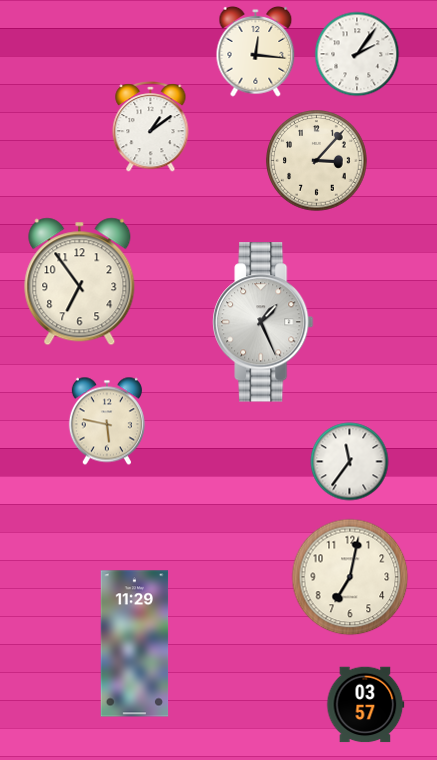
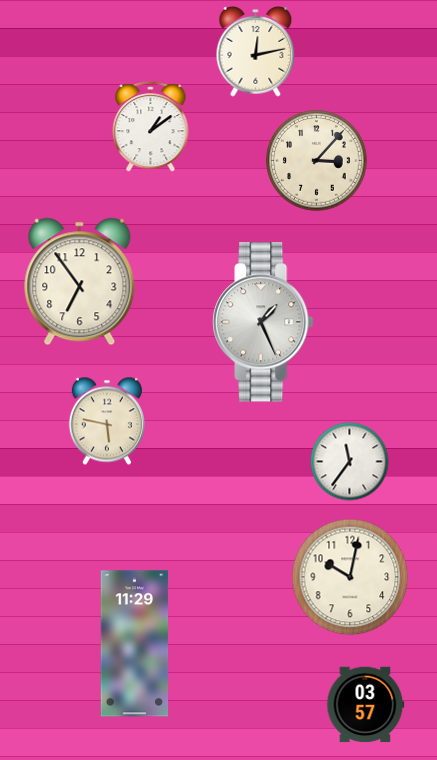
clock at (256, 51): 12:16 -> 12:13
clock at (357, 54): 2:06 -> none
clock at (350, 577): 7:02 -> 10:02
